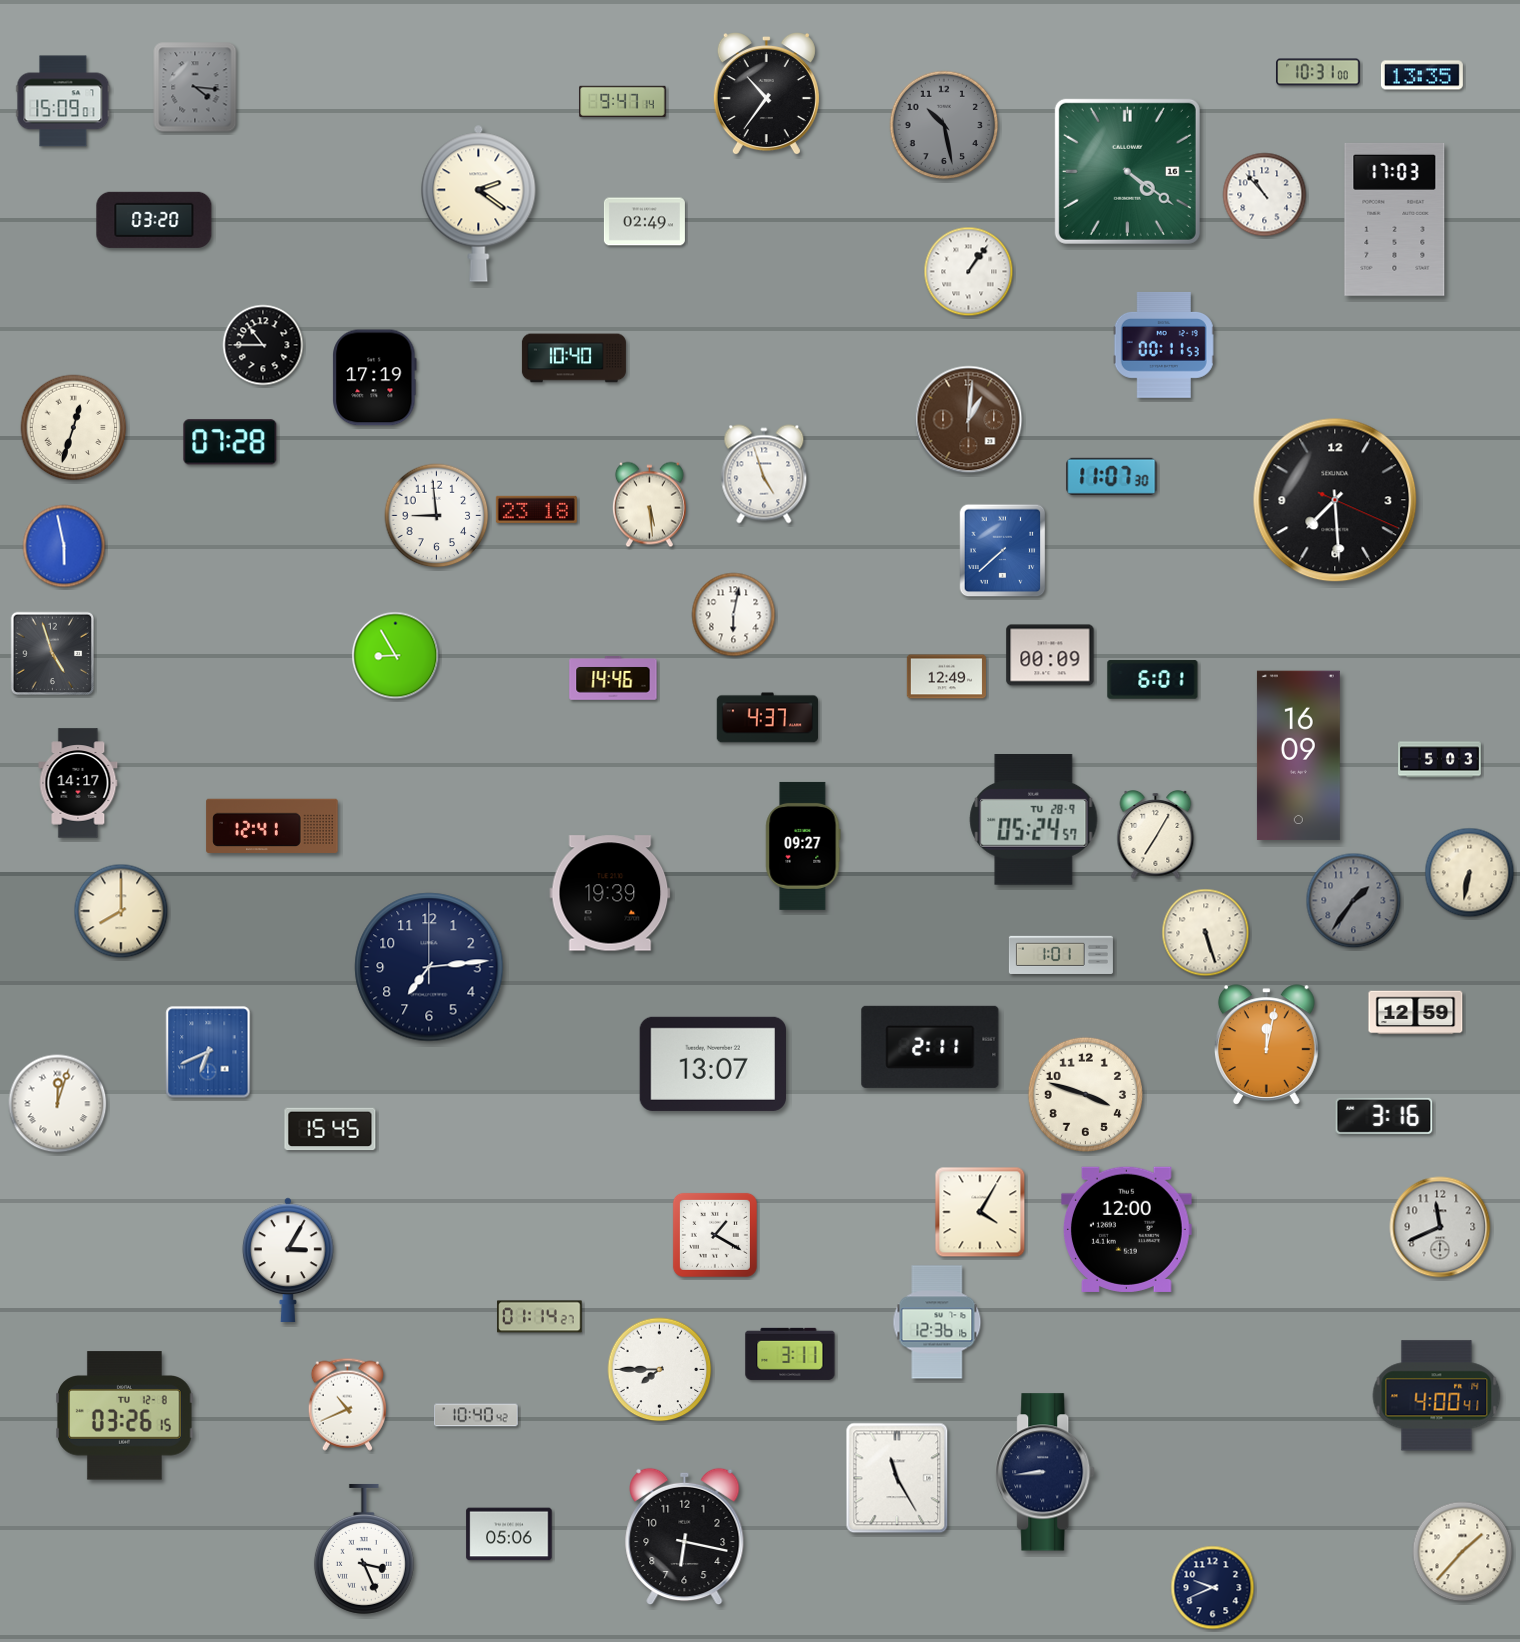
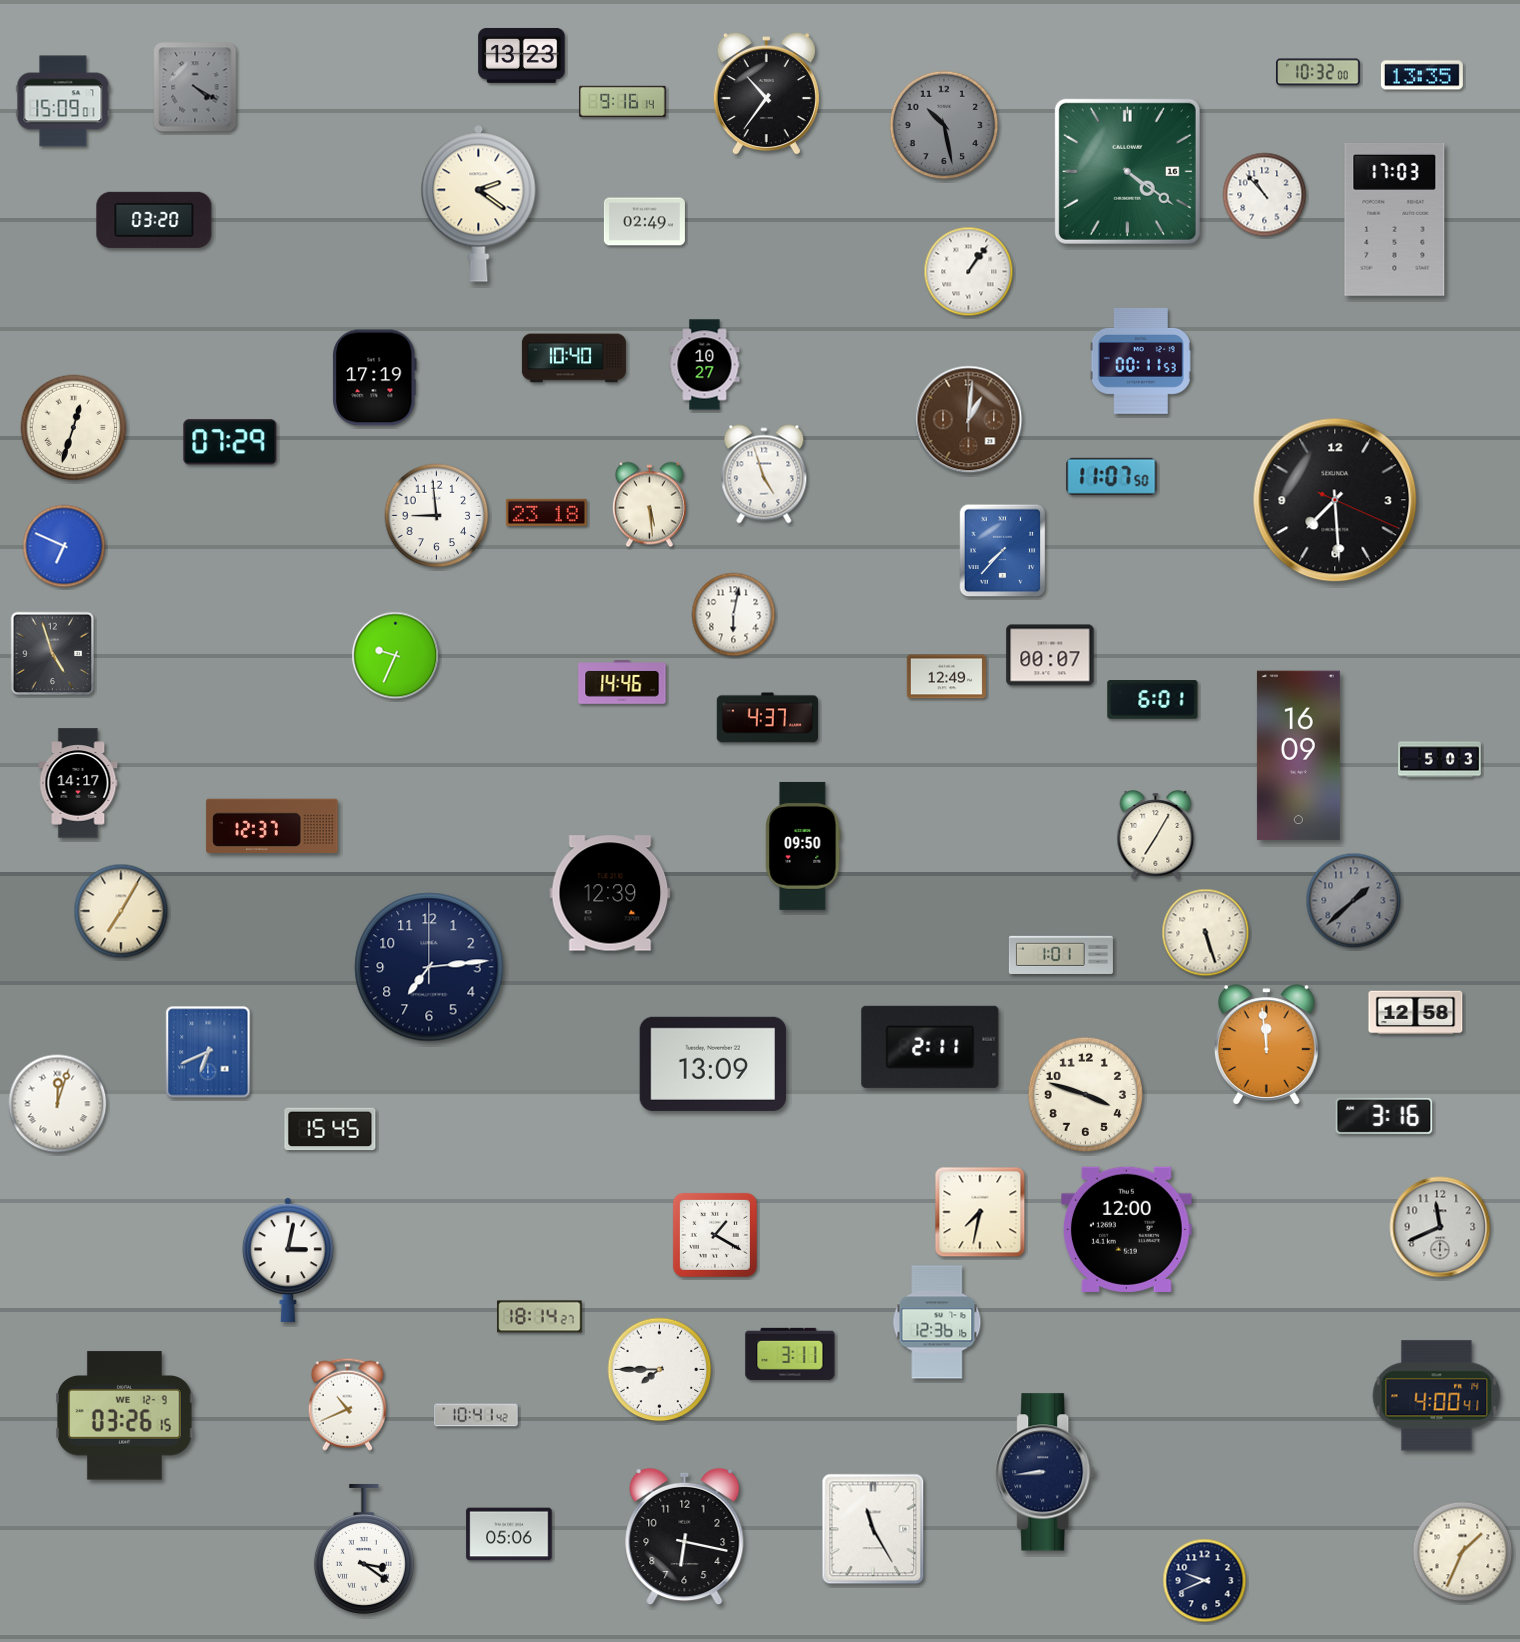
clock at (522, 56): none -> 13:23
clock at (1318, 72): 10:31 -> 10:32
clock at (195, 87): 4:16 -> 4:20
clock at (623, 101): 9:47 -> 9:16
clock at (263, 345): 10:45 -> none
clock at (1164, 345) position: (1164, 345) -> (1141, 361)
clock at (705, 365): none -> 10:27
clock at (230, 442): 07:28 -> 07:29
clock at (1112, 476): 11:07:30 -> 11:07:50
clock at (536, 509) position: (536, 509) -> (546, 512)
clock at (64, 546): 5:58 -> 6:49
clock at (1003, 551): 7:38 -> 7:37
clock at (1050, 655): 00:09 -> 00:07
clock at (396, 656): 8:55 -> 9:34
clock at (613, 679) position: (613, 679) -> (622, 683)
clock at (1153, 680) position: (1153, 680) -> (1153, 700)
clock at (1034, 820): 05:24 -> none
clock at (272, 826): 12:41 -> 12:37
clock at (803, 846): 09:27 -> 09:50
clock at (1470, 873): 6:32 -> none
clock at (610, 893): 19:39 -> 12:39
clock at (1354, 901): 1:36 -> 1:38
clock at (121, 911): 8:00 -> 7:05
clock at (1416, 1013): 12:59 -> 12:58
clock at (1266, 1045): 12:02 -> 11:59
clock at (712, 1064): 13:07 -> 13:09
clock at (980, 1212): 4:05 -> 7:32
clock at (288, 1259): 3:05 -> 3:02
clock at (540, 1317): 01:14 -> 18:14
clock at (476, 1415): 10:40 -> 10:41
clock at (125, 1416) date: TU 12-8 -> WE 12-9
clock at (897, 1478) position: (897, 1478) -> (873, 1529)
clock at (364, 1549): 3:26 -> 3:21
clock at (1463, 1552): 1:37 -> 1:34
clock at (1213, 1588) position: (1213, 1588) -> (1205, 1581)
